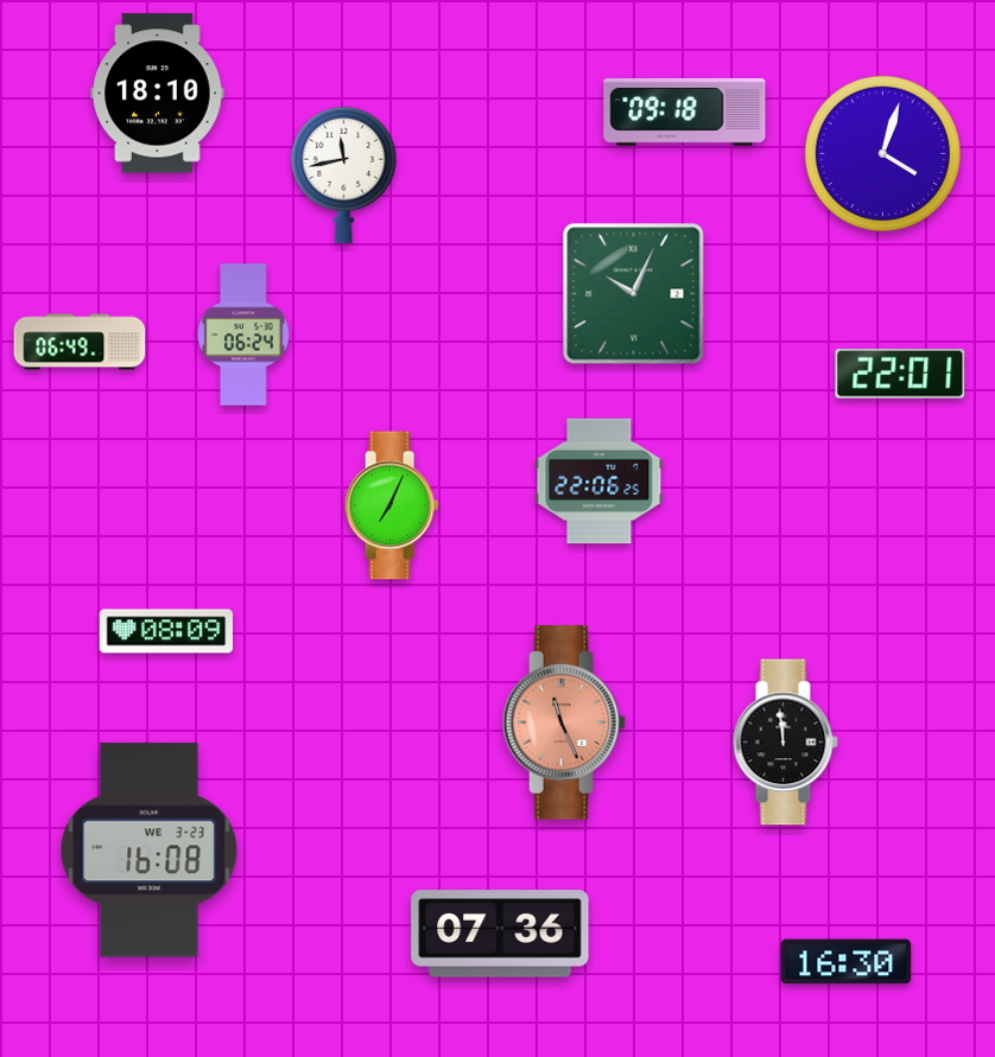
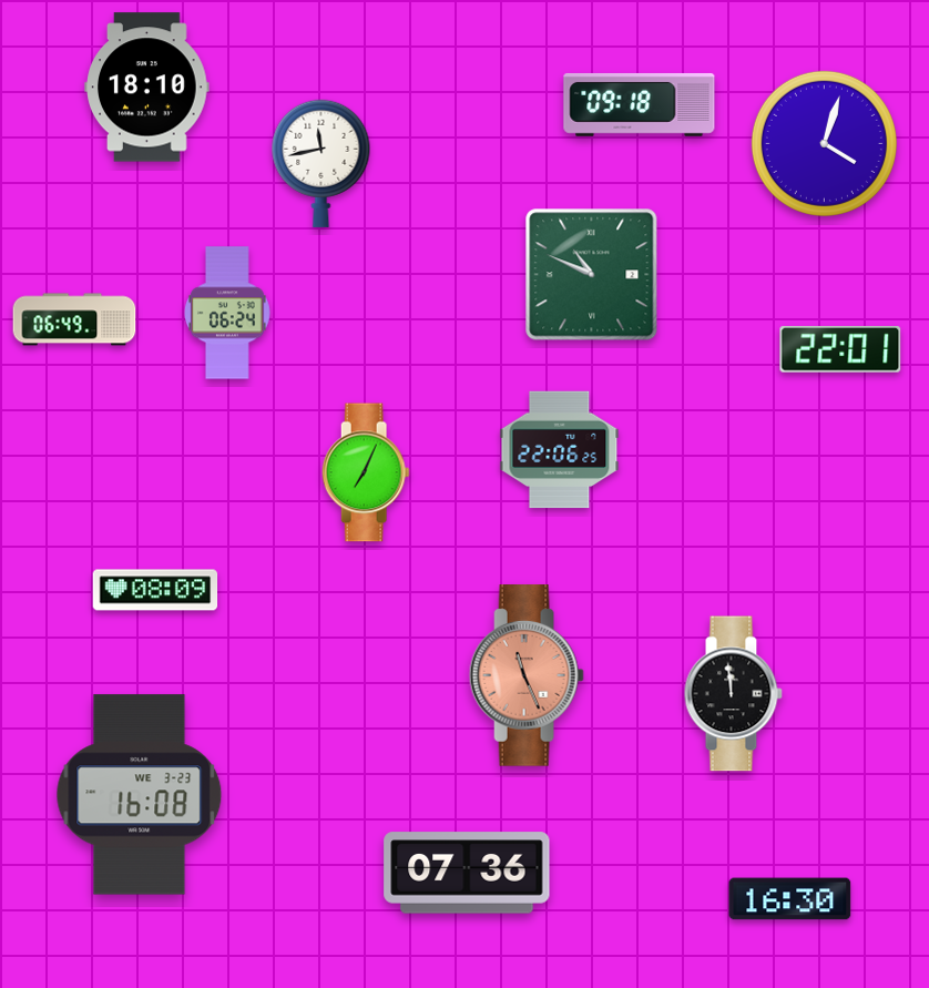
clock at (634, 294): 10:04 -> 10:49
